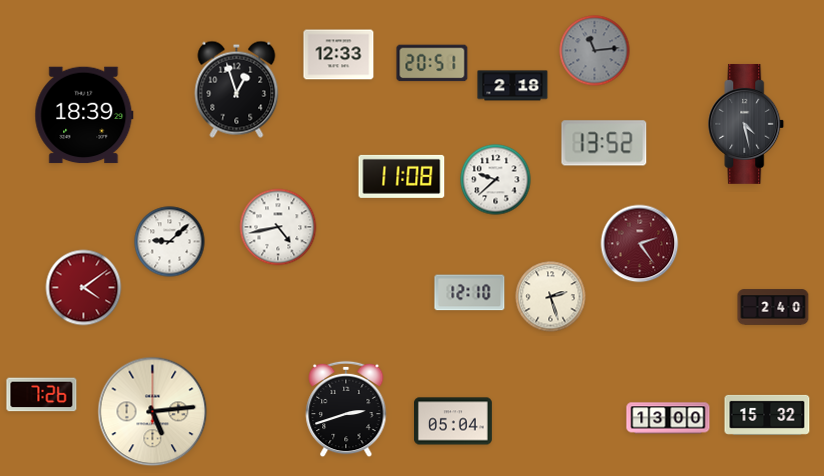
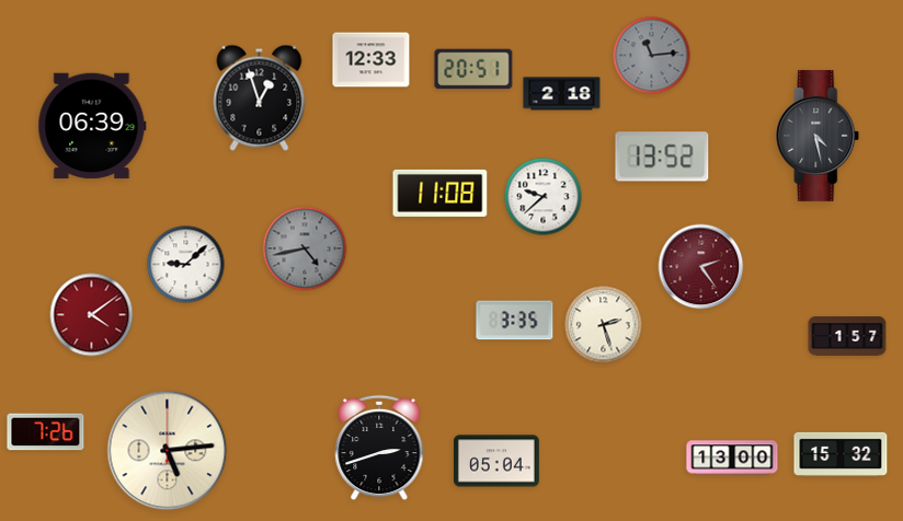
clock at (84, 115): 18:39 -> 06:39
clock at (278, 227) dial: white -> grey
clock at (470, 293): 12:10 -> 3:35
clock at (773, 307): 2:40 -> 1:57
